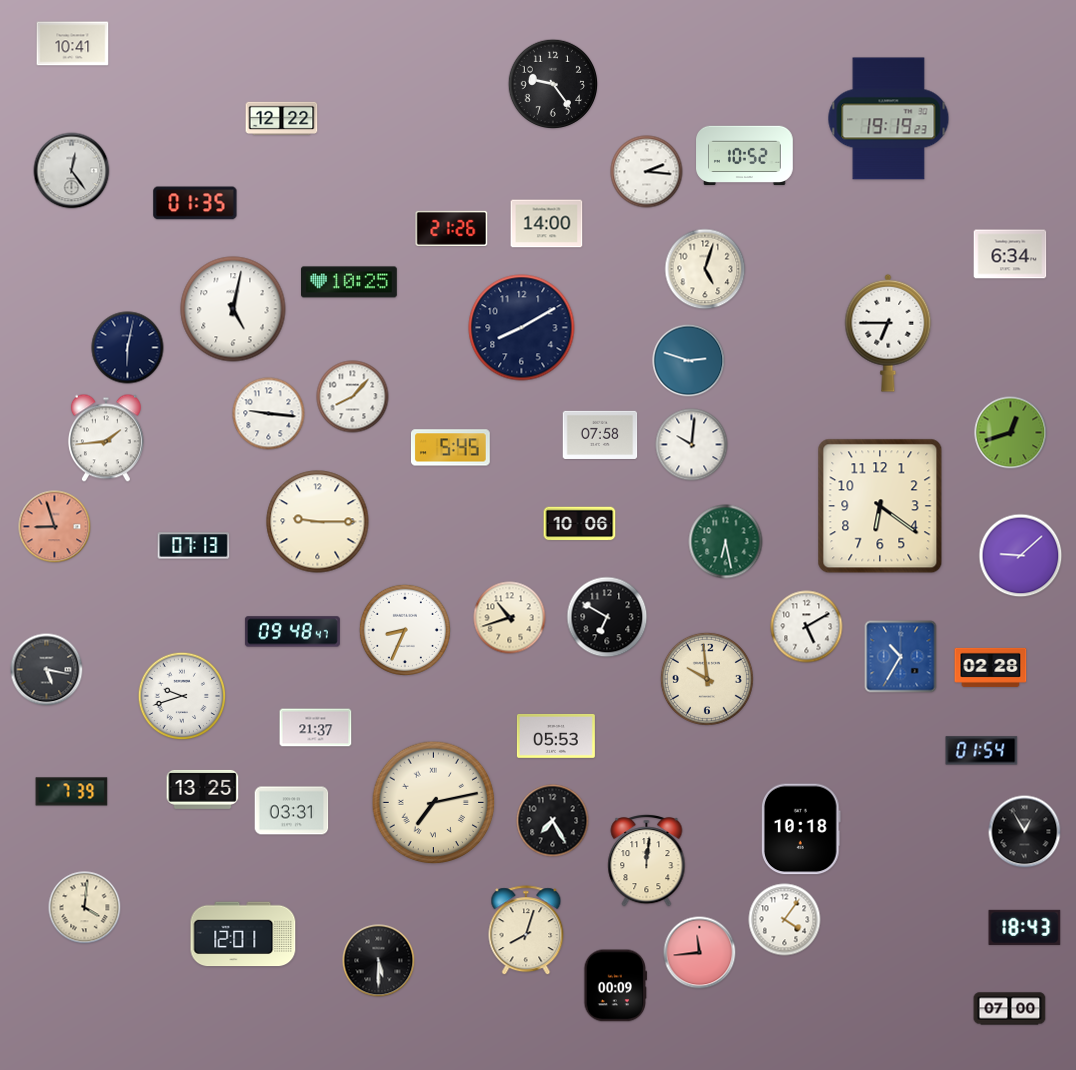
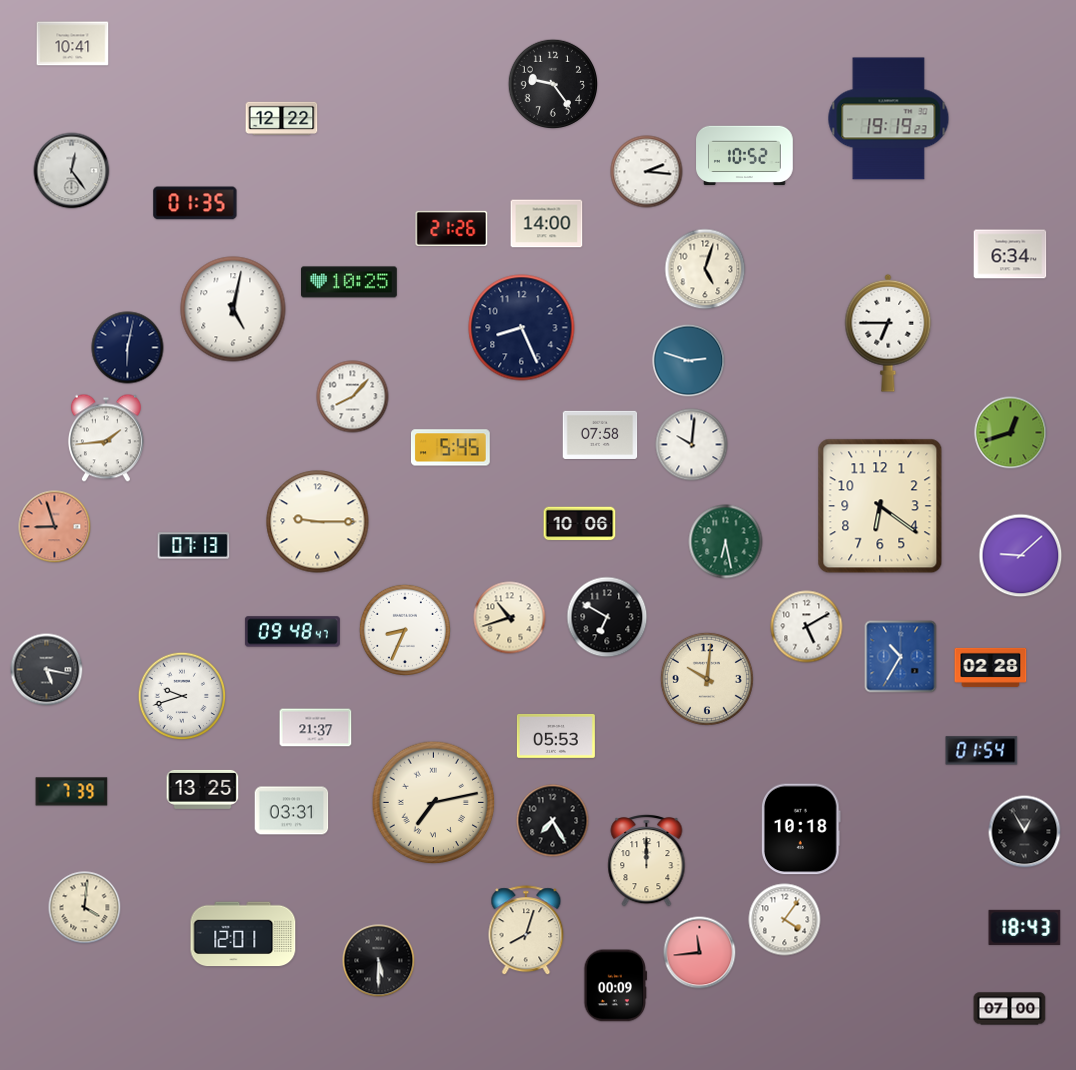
clock at (522, 328): 8:10 -> 8:26
clock at (269, 414): 9:16 -> none
clock at (707, 679): 9:59 -> 10:01
clock at (647, 860): 12:01 -> 12:00
